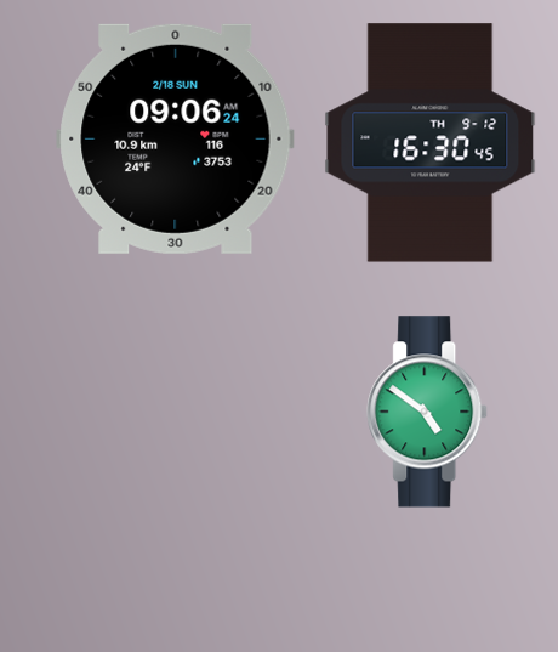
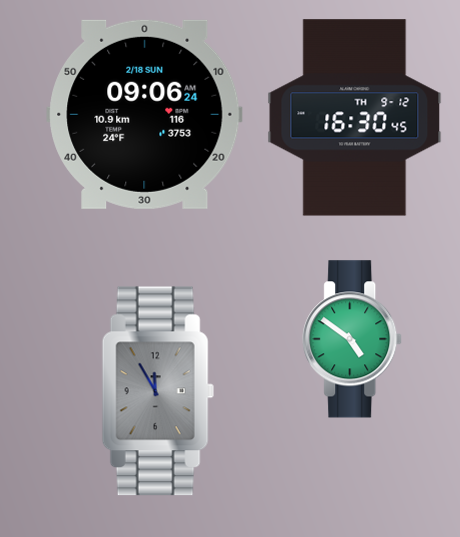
clock at (158, 391): none -> 11:55
